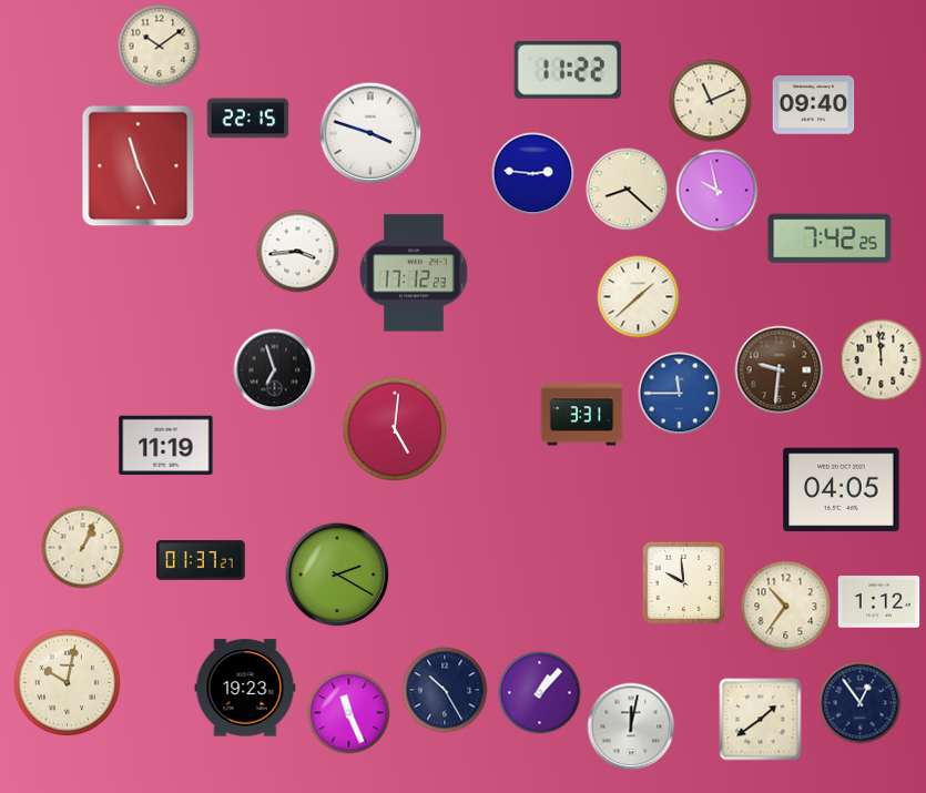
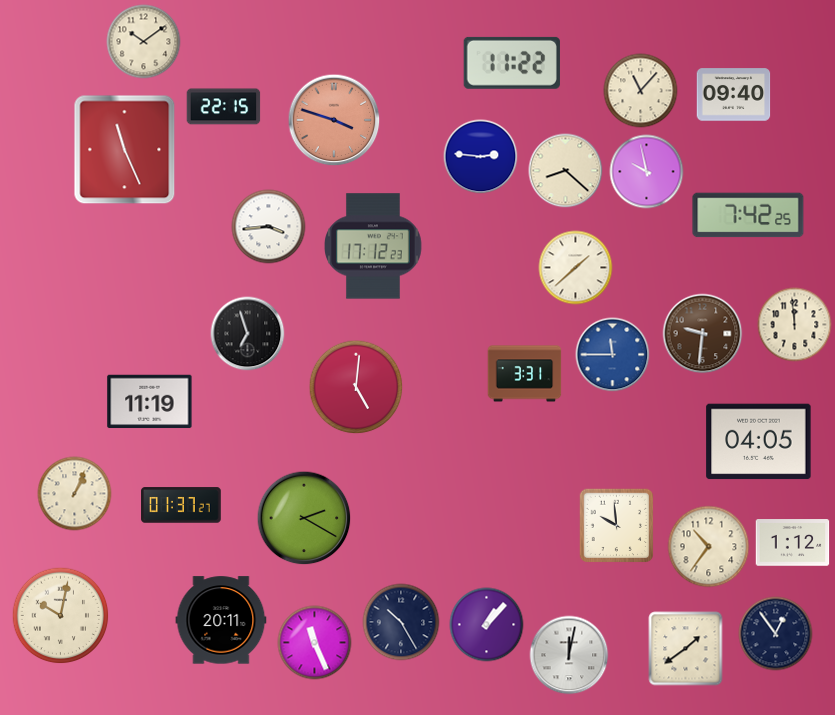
clock at (711, 101): 11:11 -> 11:07
clock at (370, 133) dial: white -> salmon
clock at (245, 688): 19:23 -> 20:11
